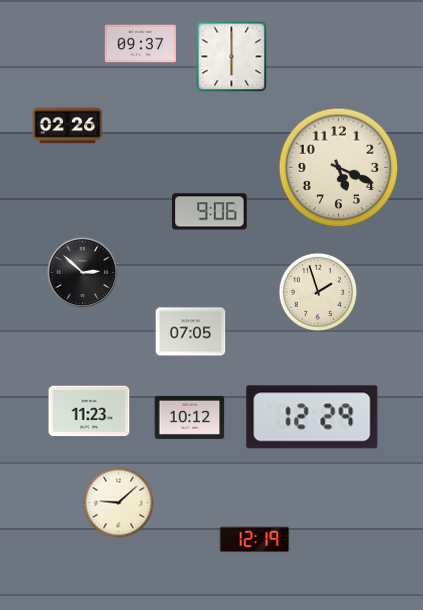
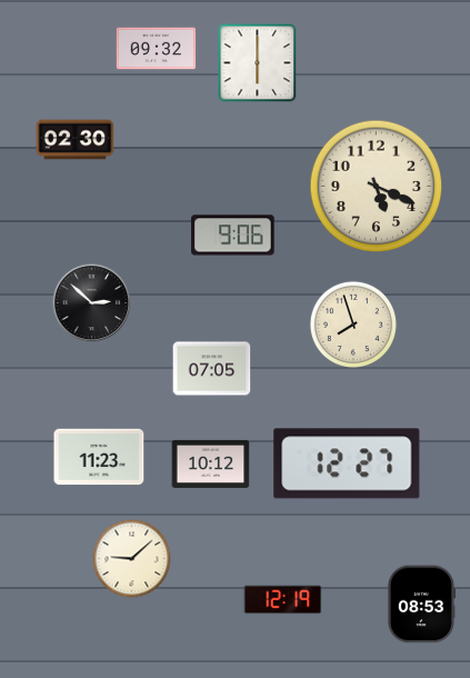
clock at (141, 44): 09:37 -> 09:32
clock at (68, 126): 02:26 -> 02:30
clock at (318, 292): 1:57 -> 7:57
clock at (312, 417): 12:29 -> 12:27
clock at (421, 605): none -> 08:53
